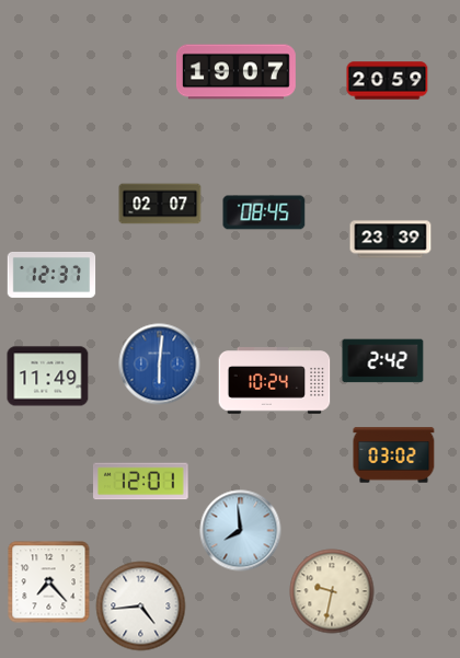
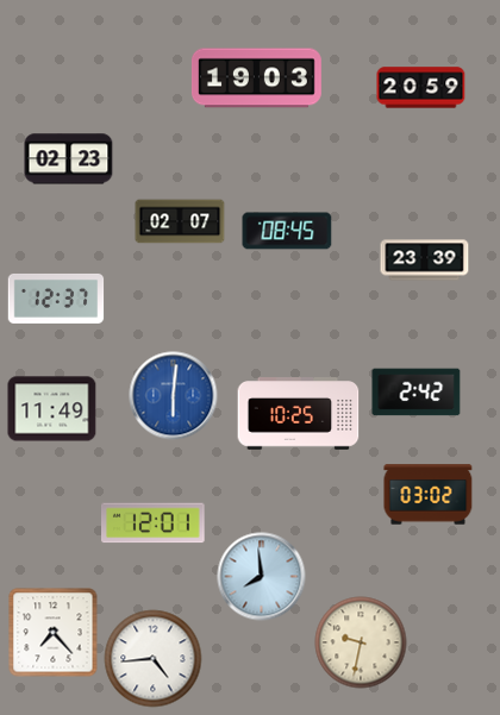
clock at (235, 72): 19:07 -> 19:03
clock at (69, 159): none -> 02:23
clock at (160, 204) position: (160, 204) -> (180, 221)
clock at (275, 381): 10:24 -> 10:25
